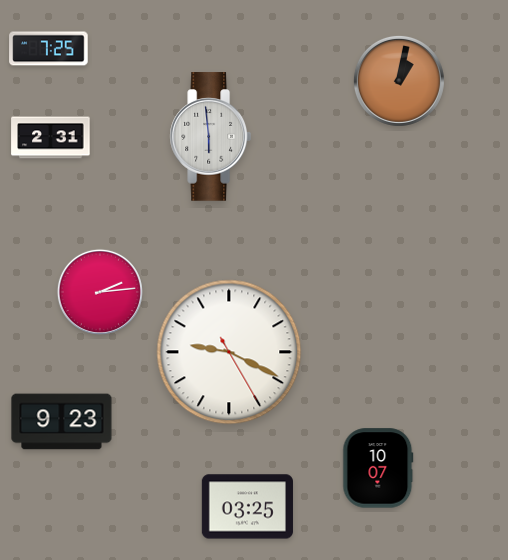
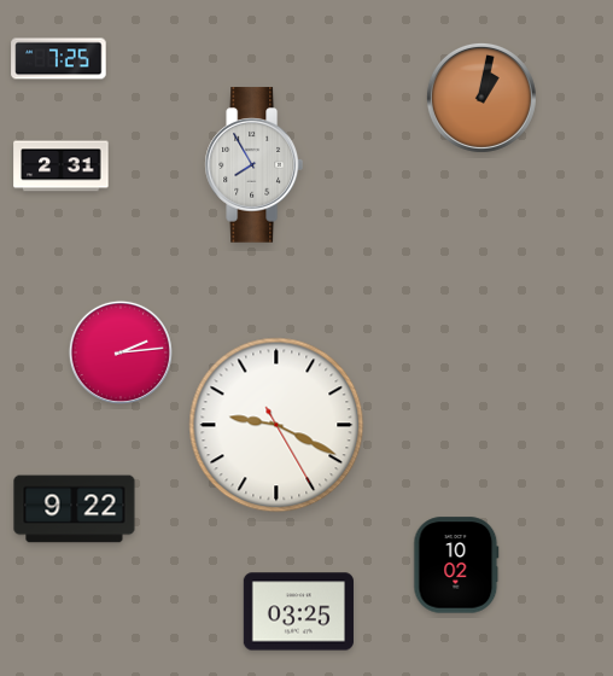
clock at (210, 137): 5:59 -> 7:55
clock at (62, 422): 9:23 -> 9:22
clock at (378, 468): 10:07 -> 10:02
